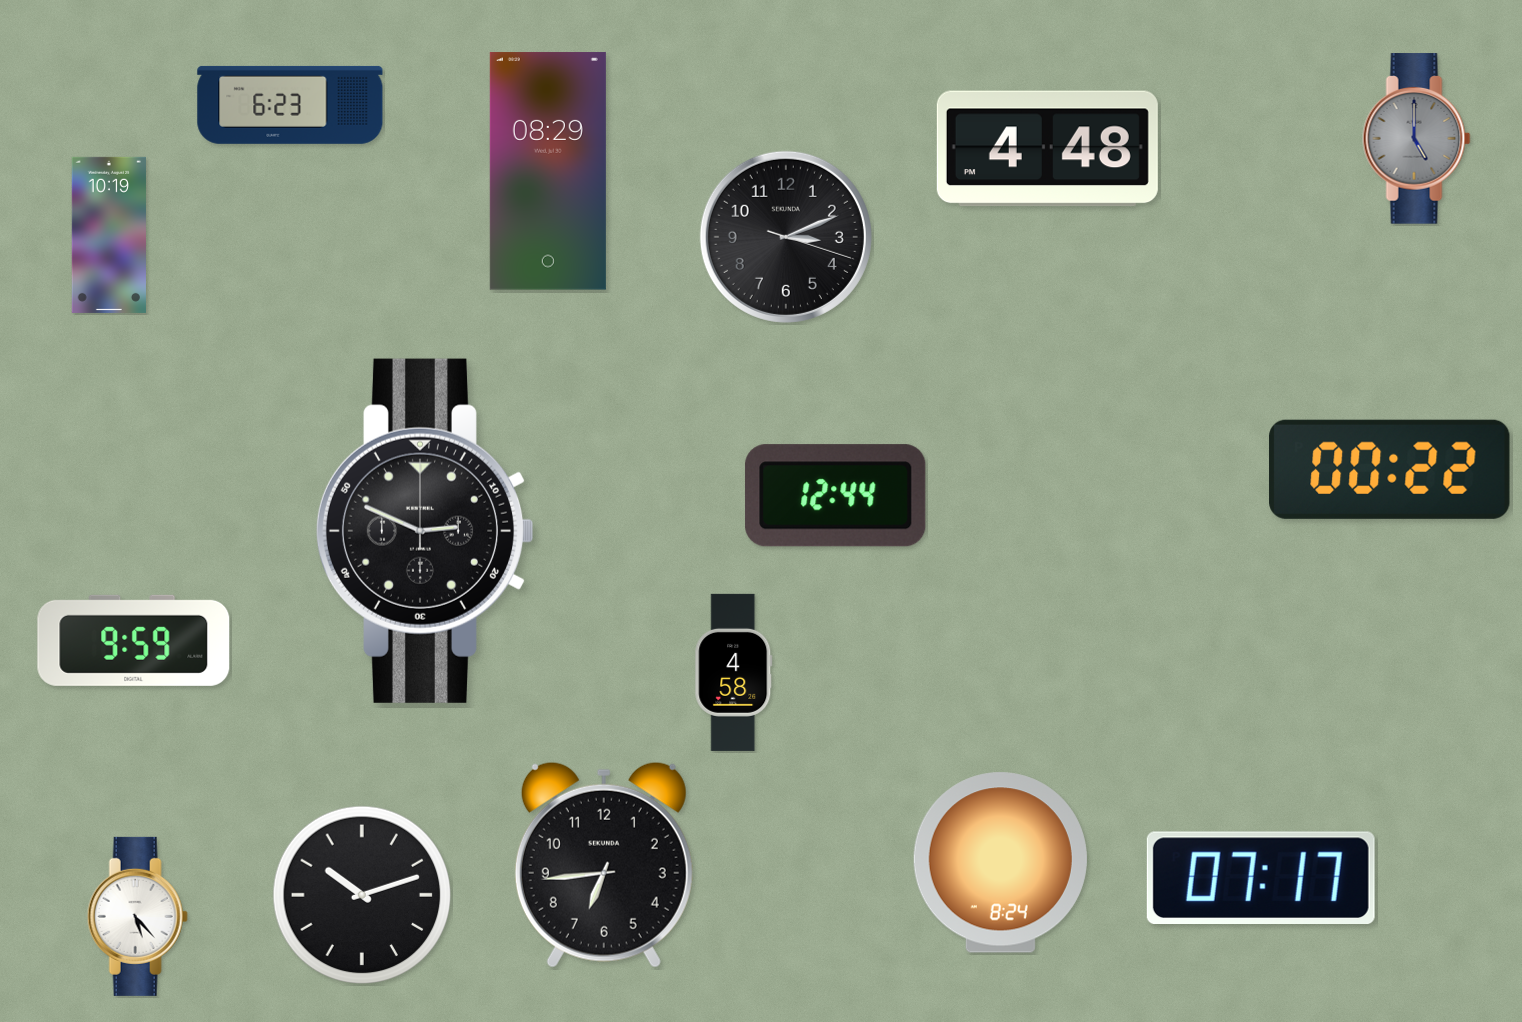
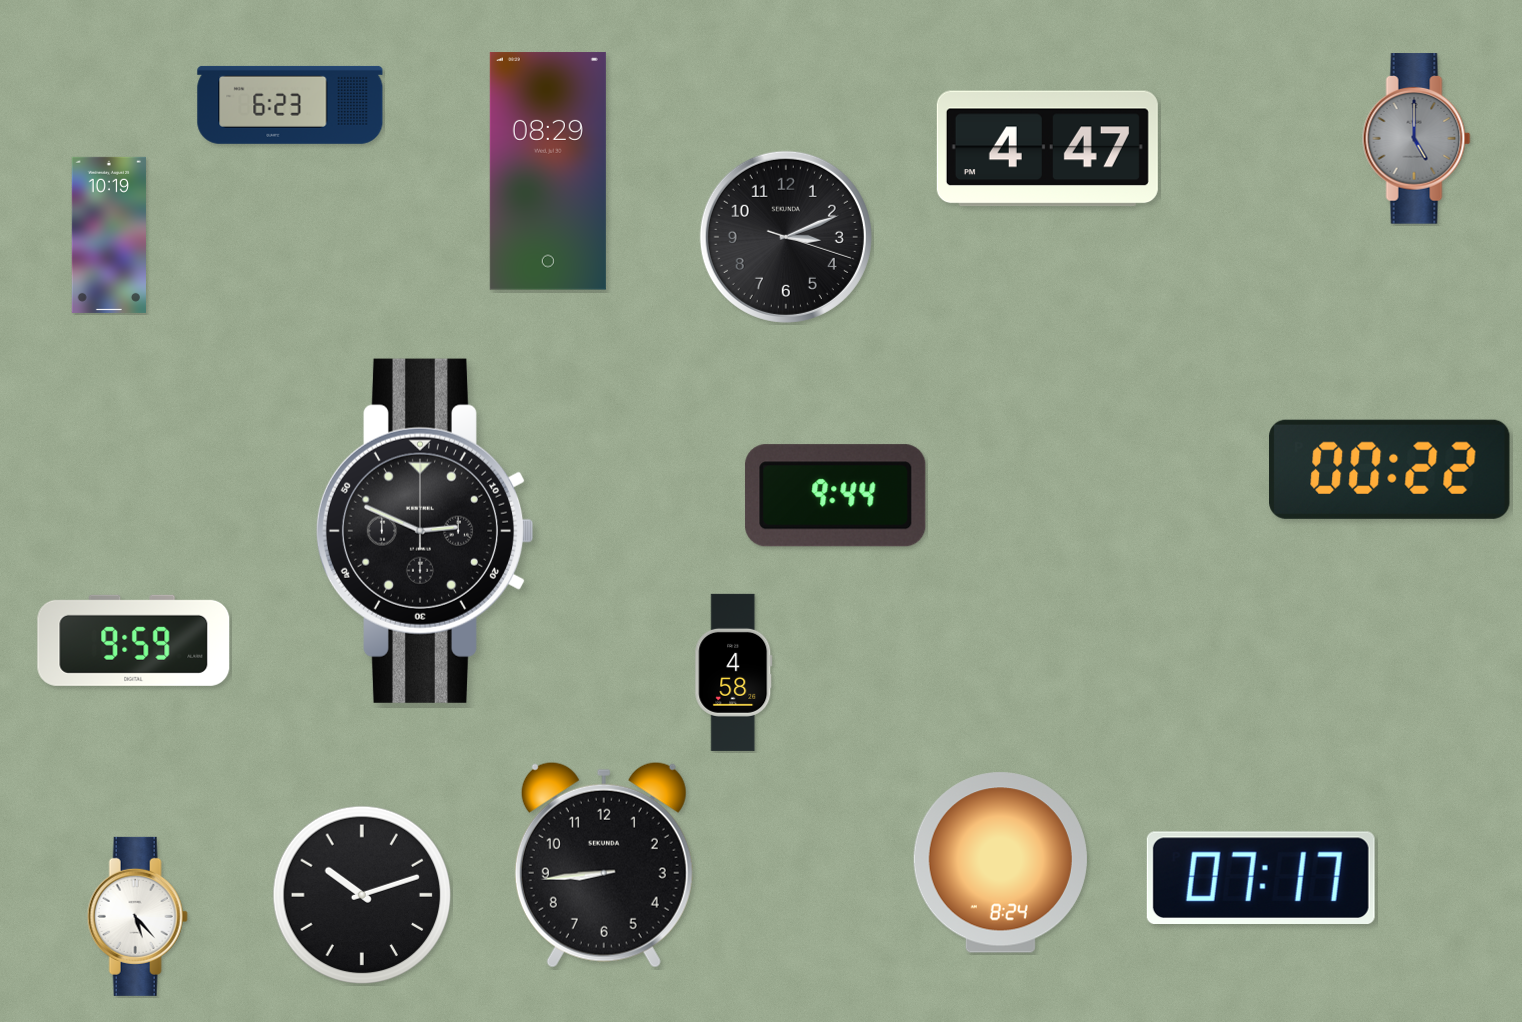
clock at (1047, 149): 4:48 -> 4:47
clock at (836, 496): 12:44 -> 9:44
clock at (604, 865): 6:44 -> 8:44
